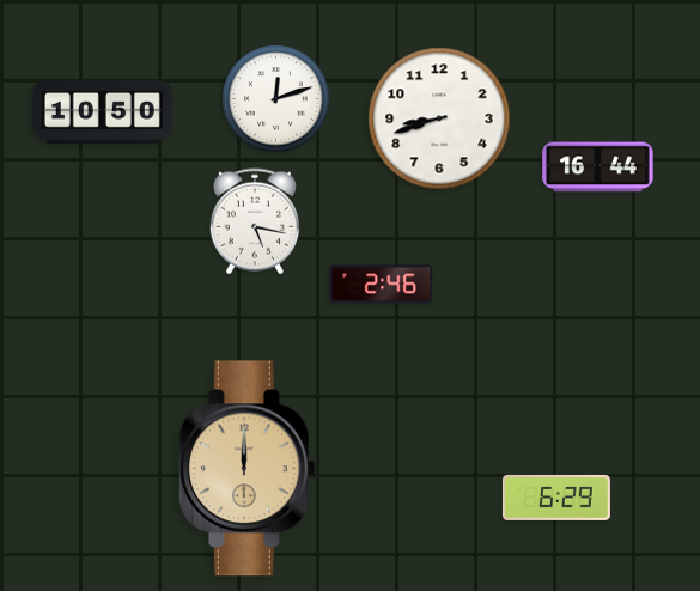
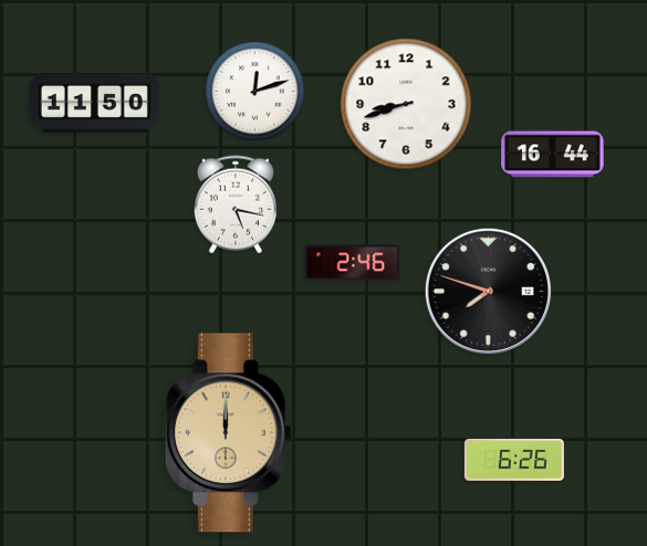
clock at (102, 111): 10:50 -> 11:50
clock at (439, 118) position: (439, 118) -> (406, 104)
clock at (488, 291): none -> 7:48
clock at (556, 498): 6:29 -> 6:26
